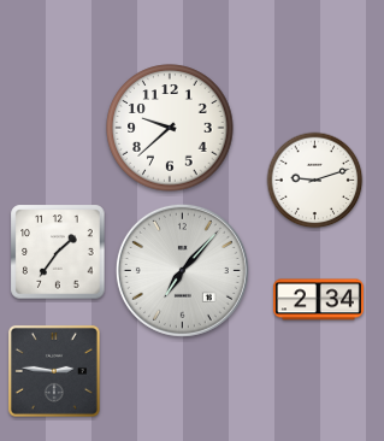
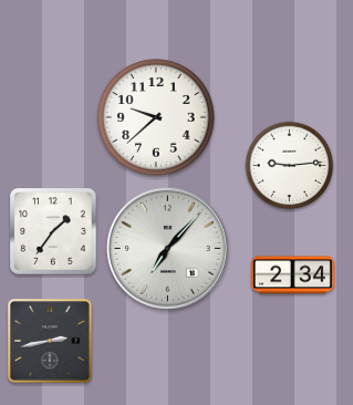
clock at (315, 181): 9:12 -> 9:14
clock at (54, 371): 2:46 -> 2:43
